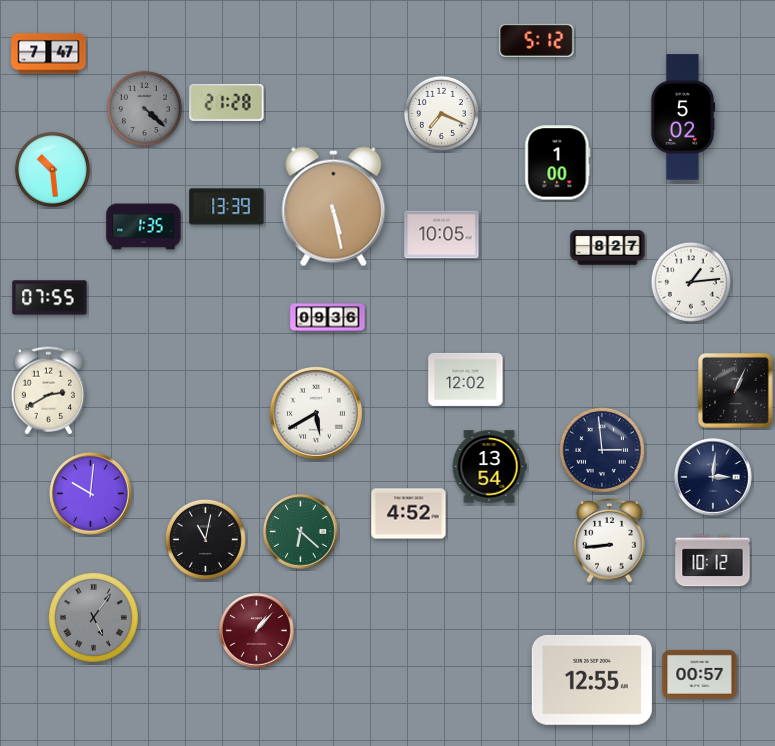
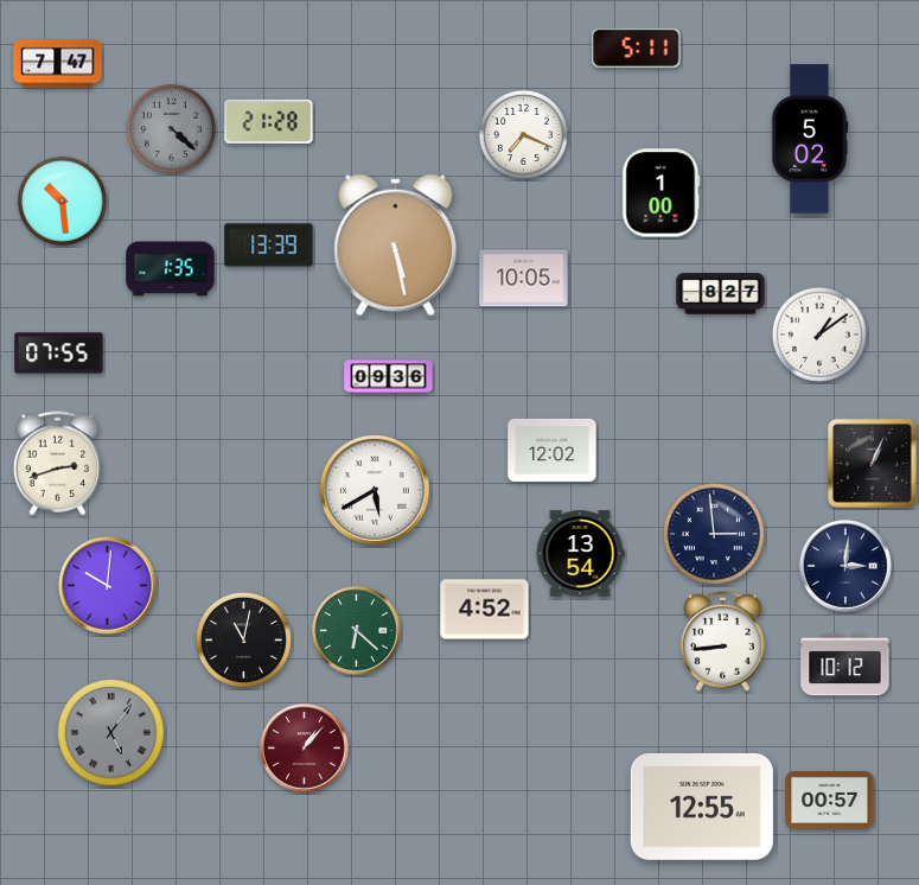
clock at (537, 40): 5:12 -> 5:11
clock at (691, 282): 1:14 -> 1:09
clock at (49, 391): 2:40 -> 2:42
